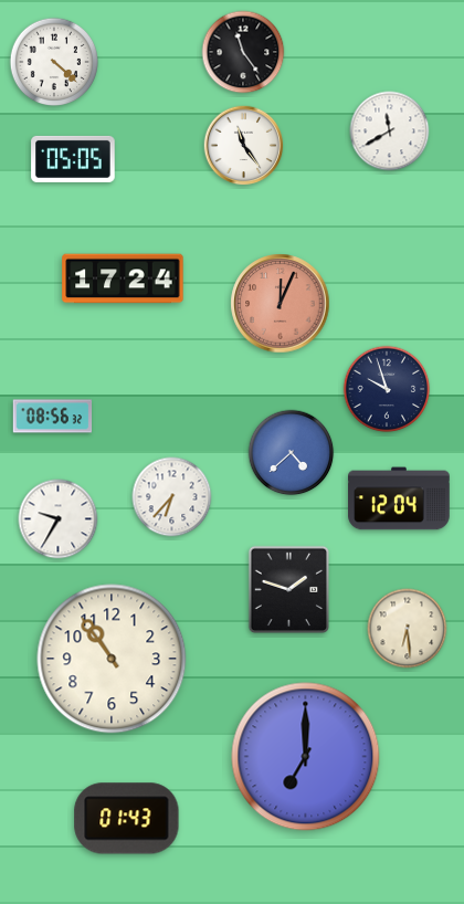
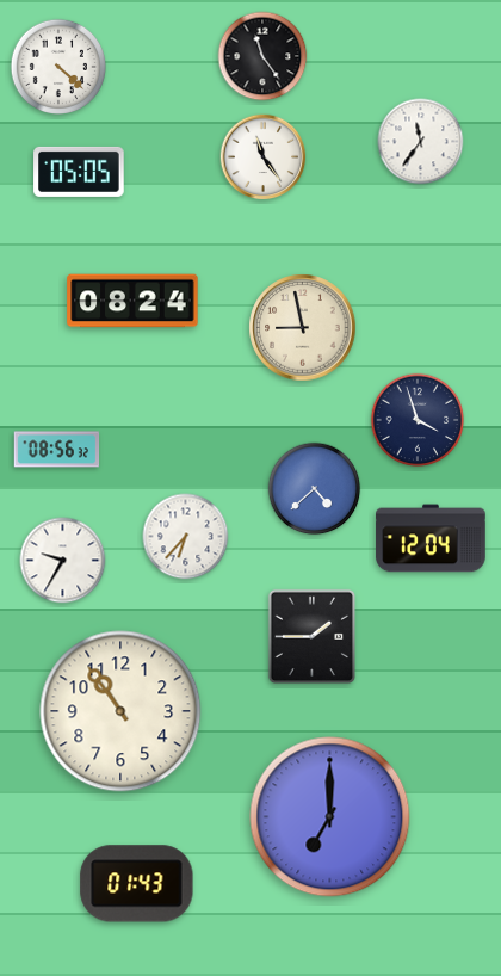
clock at (390, 132): 11:40 -> 11:36
clock at (123, 278): 17:24 -> 08:24
clock at (281, 304): 12:04 -> 8:58
clock at (281, 304) dial: salmon -> cream
clock at (387, 389): 9:57 -> 3:57
clock at (289, 590): 1:48 -> 1:45
clock at (408, 629): 6:29 -> none
